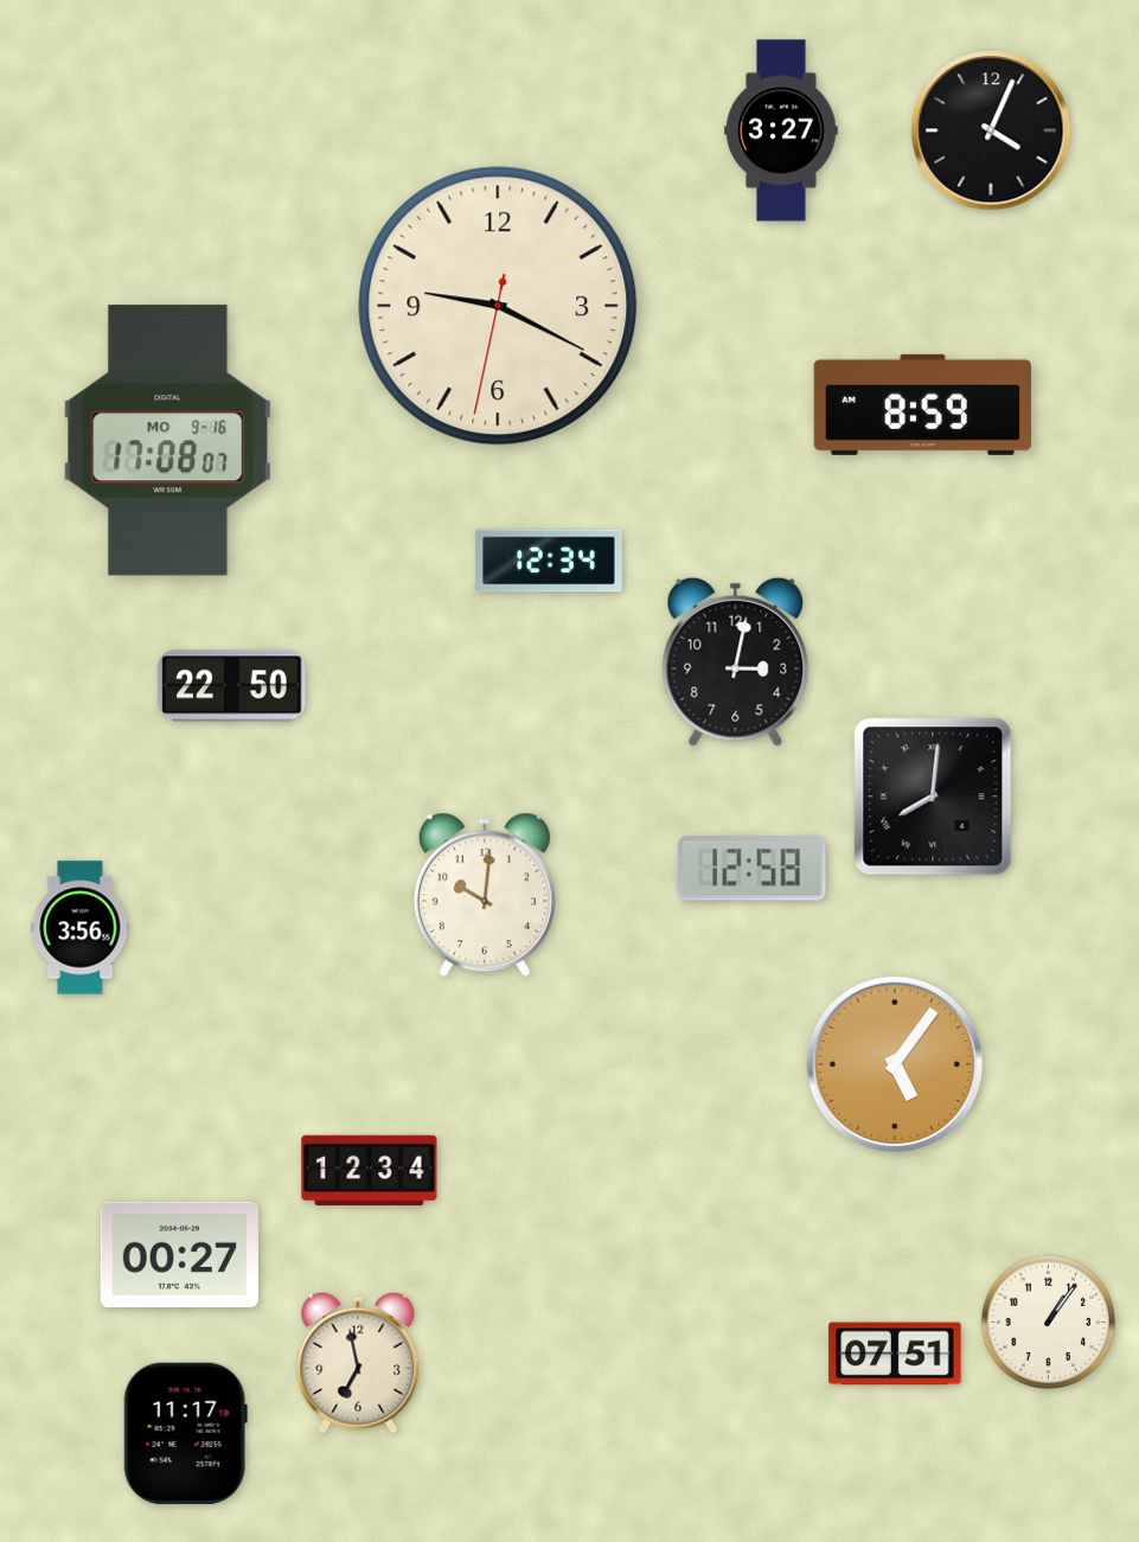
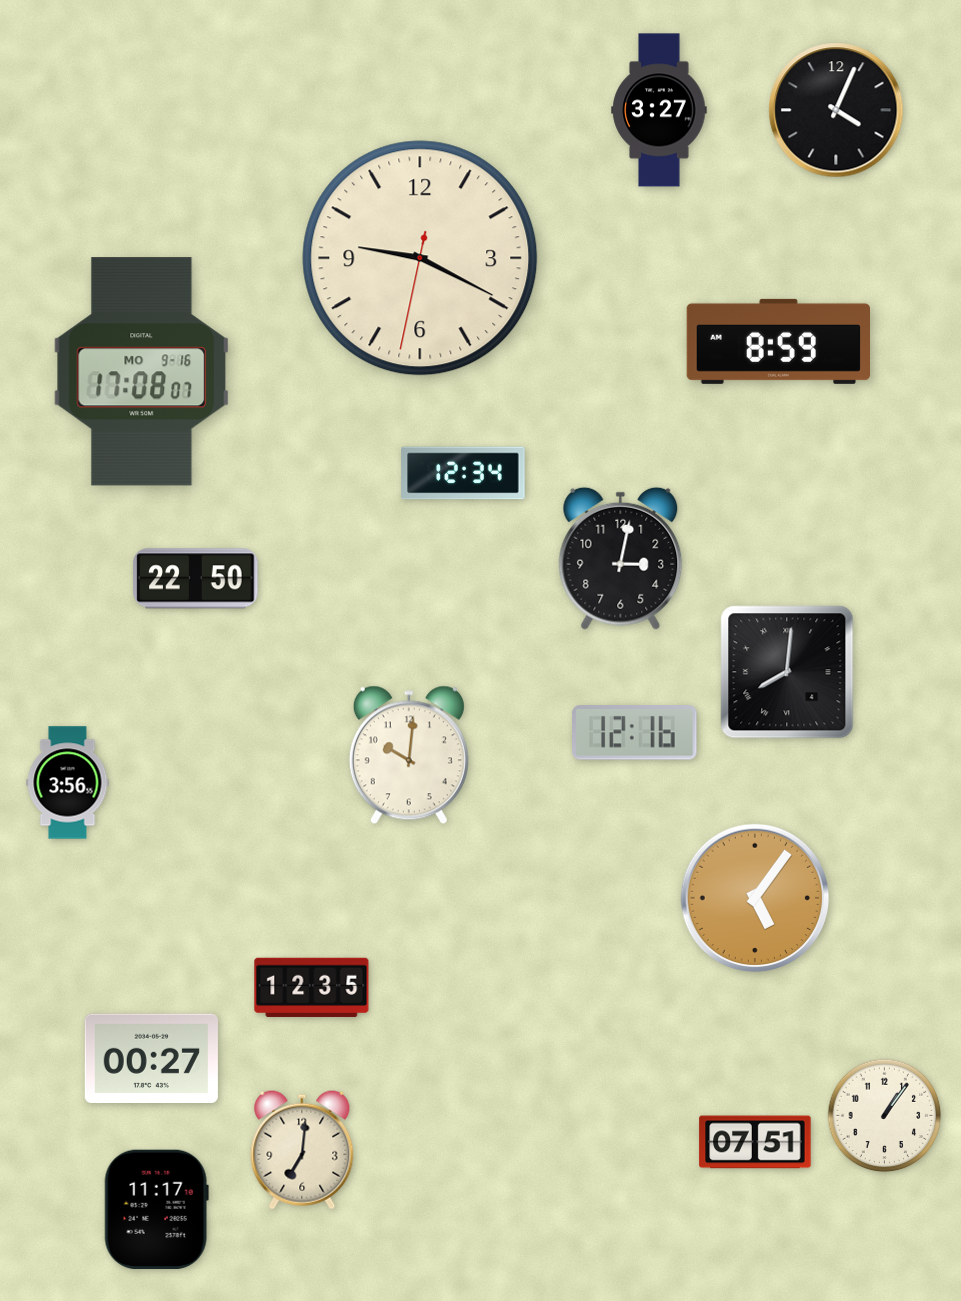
clock at (753, 869): 12:58 -> 12:16
clock at (370, 1170): 12:34 -> 12:35
clock at (358, 1363): 6:58 -> 7:01
